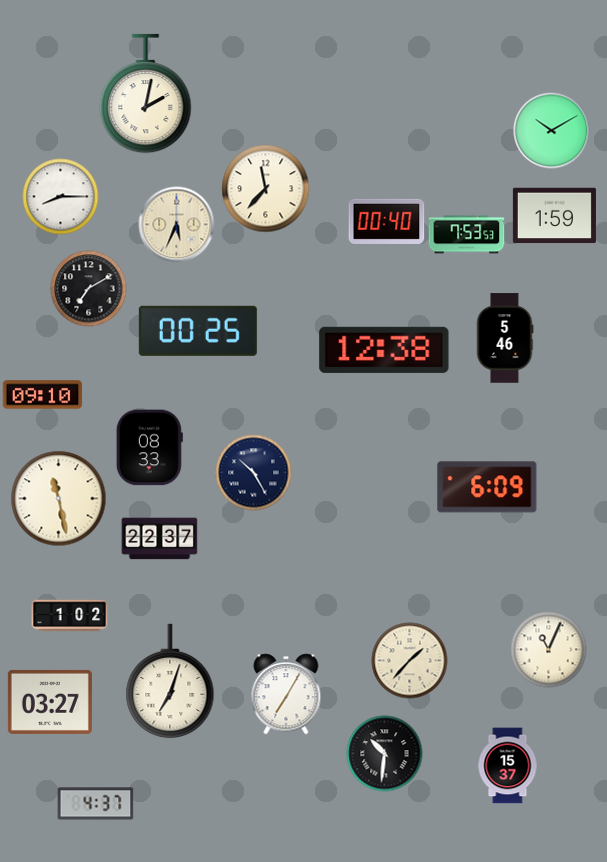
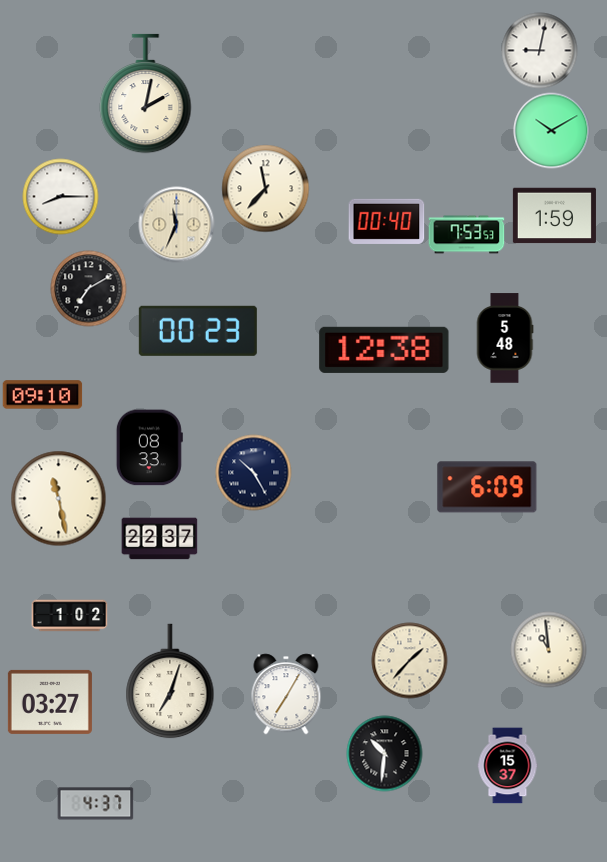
clock at (540, 51): none -> 9:02
clock at (177, 225): 5:34 -> 11:34
clock at (198, 331): 00:25 -> 00:23
clock at (505, 338): 5:46 -> 5:48
clock at (549, 650): 11:04 -> 10:59
